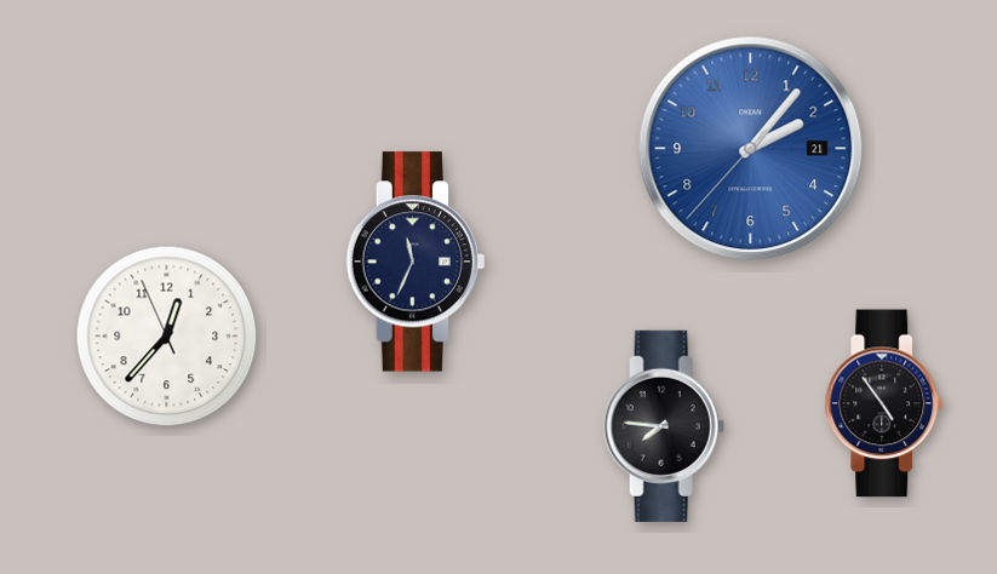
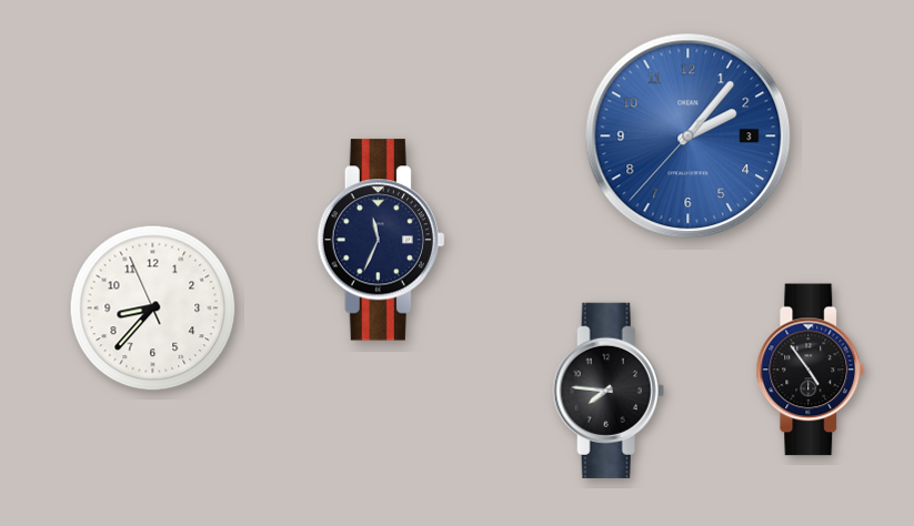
clock at (751, 149) date: 21 -> 3
clock at (167, 337): 12:36 -> 8:36
